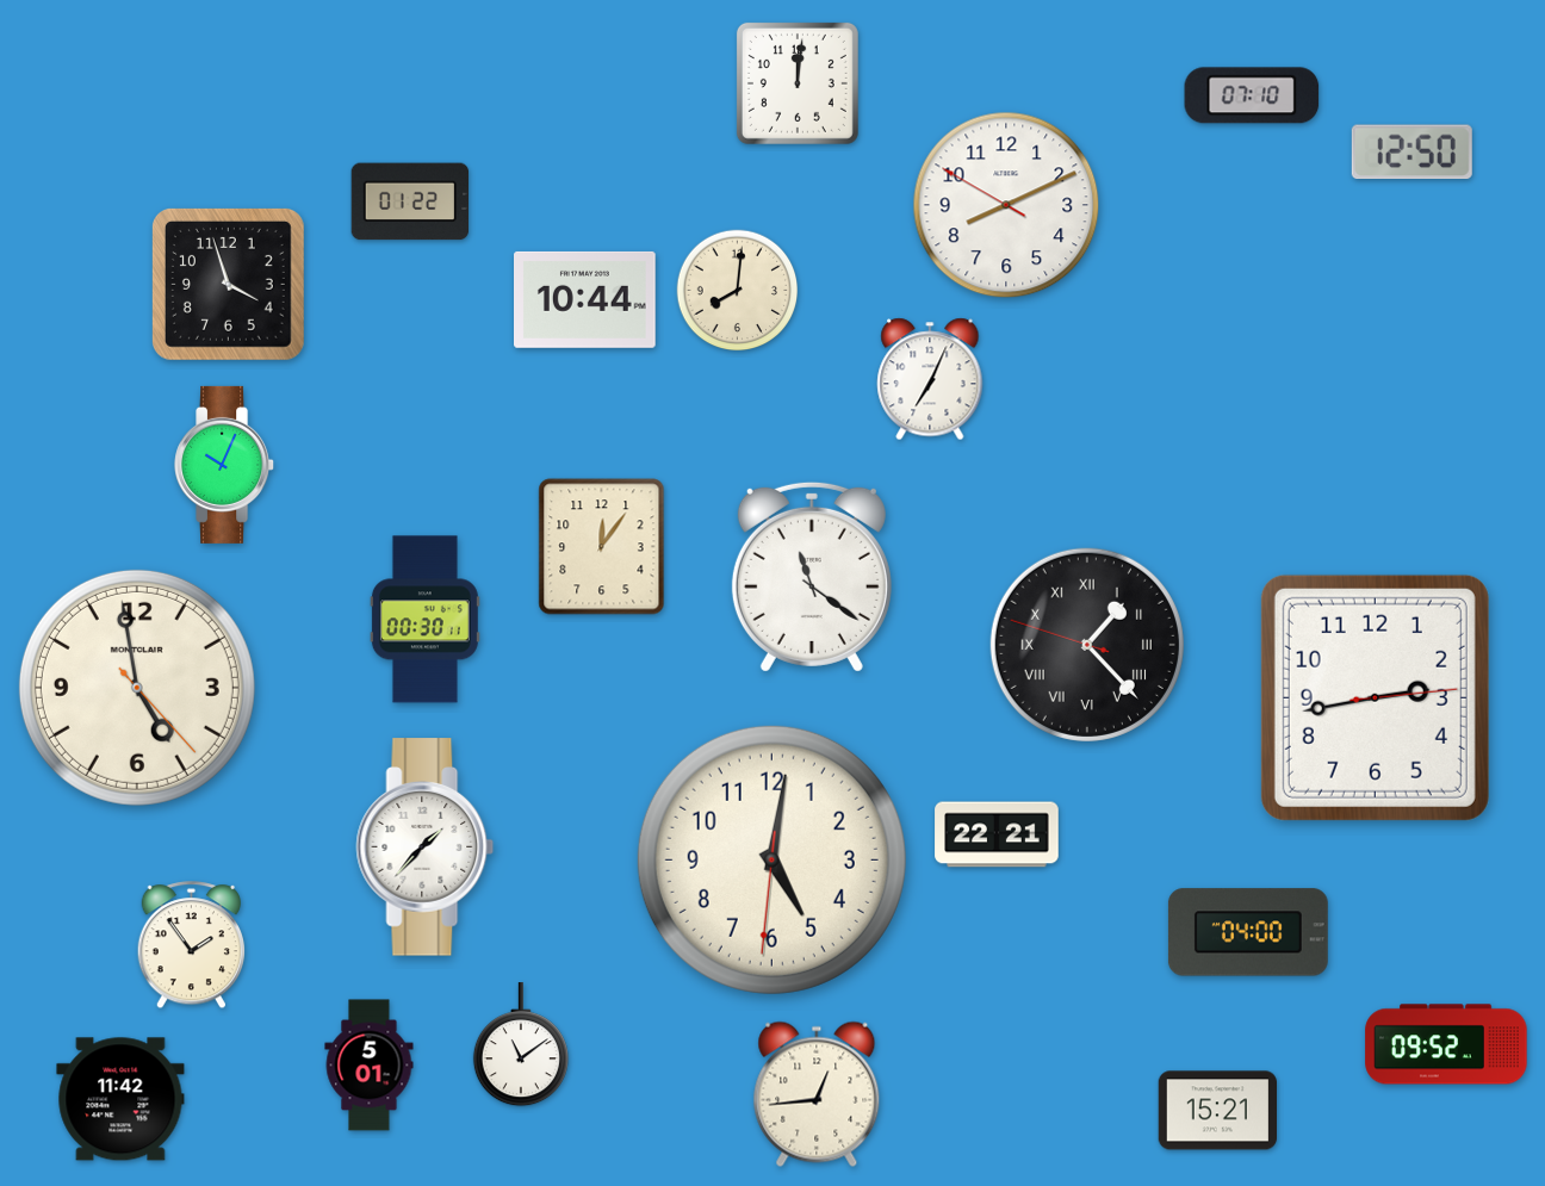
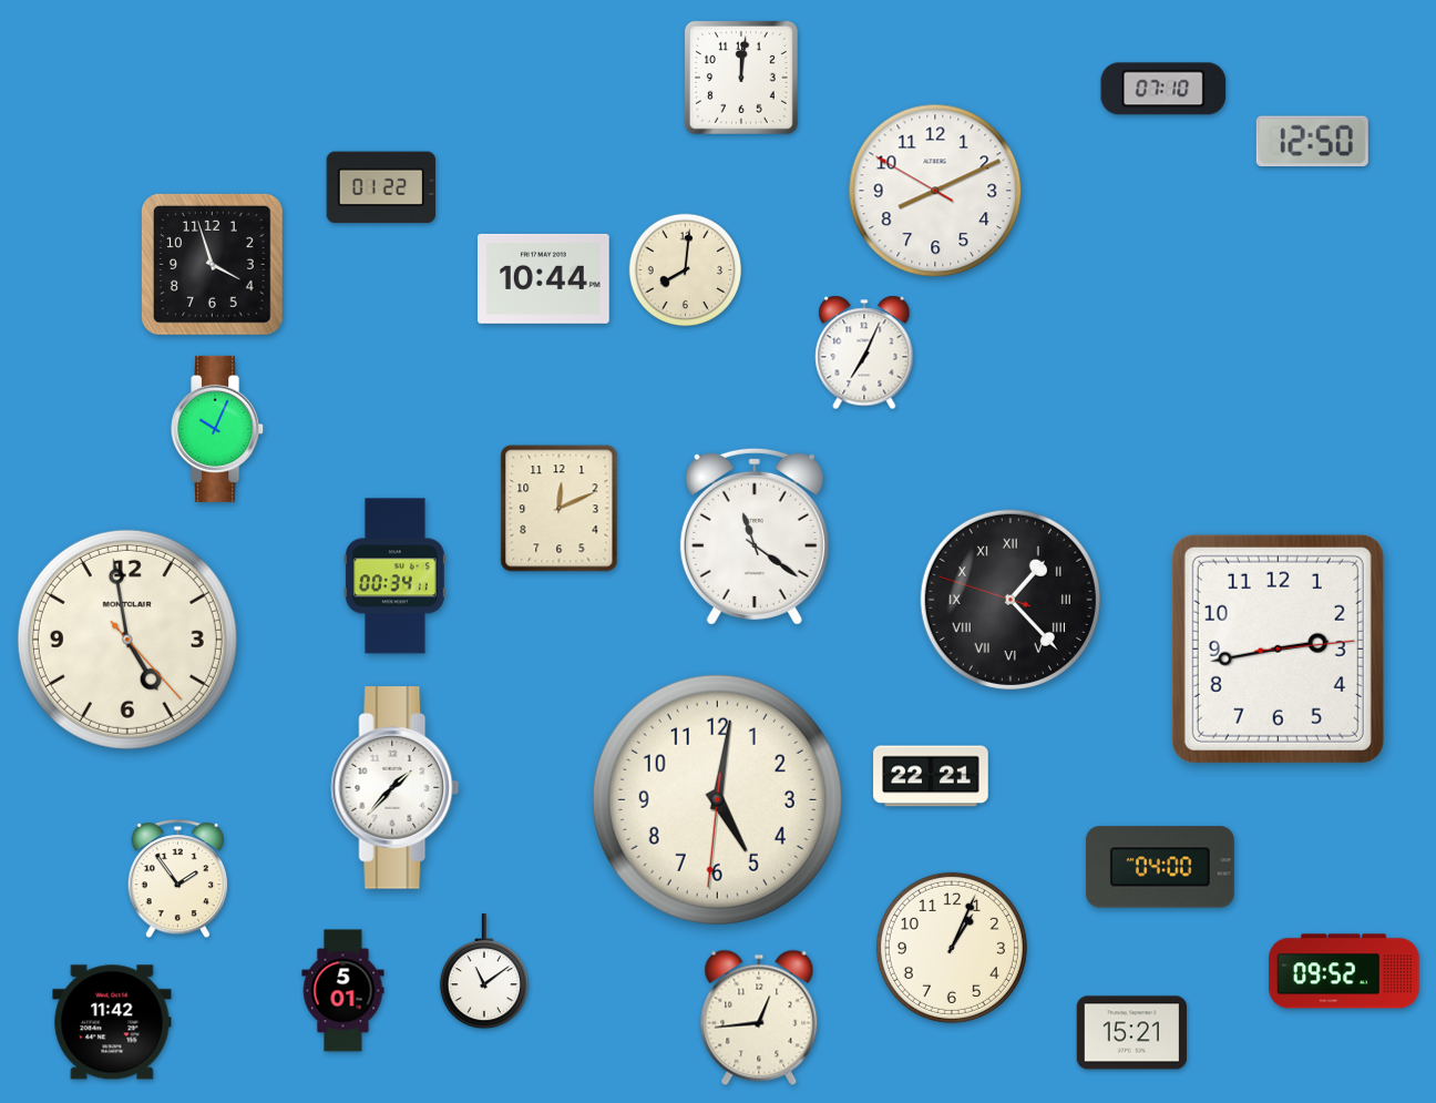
clock at (225, 465) position: (225, 465) -> (218, 429)
clock at (602, 547): 12:06 -> 12:11
clock at (424, 620): 00:30 -> 00:34
clock at (997, 834) position: (997, 834) -> (931, 776)
clock at (952, 948): none -> 1:04
